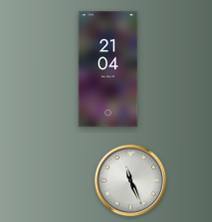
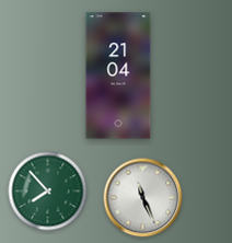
clock at (48, 192): none -> 7:53
